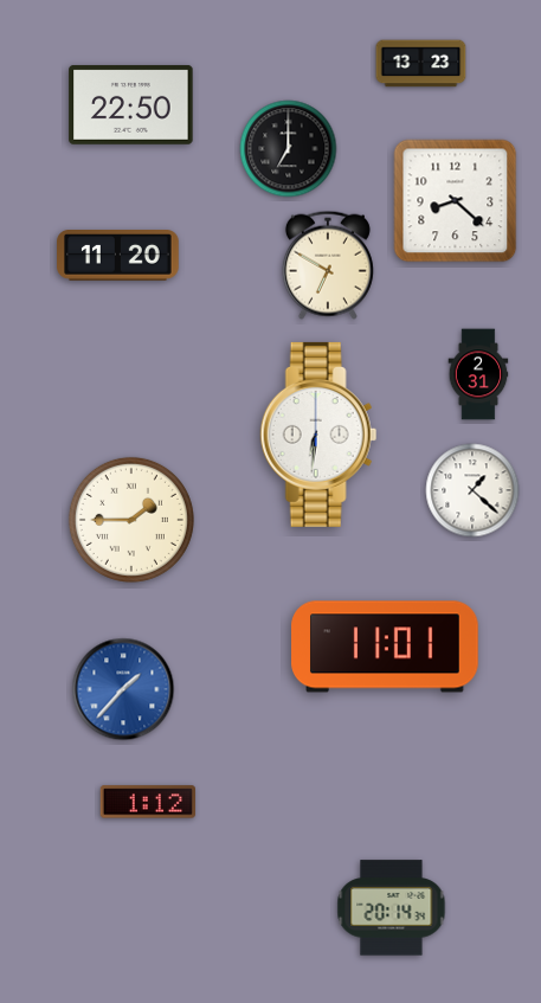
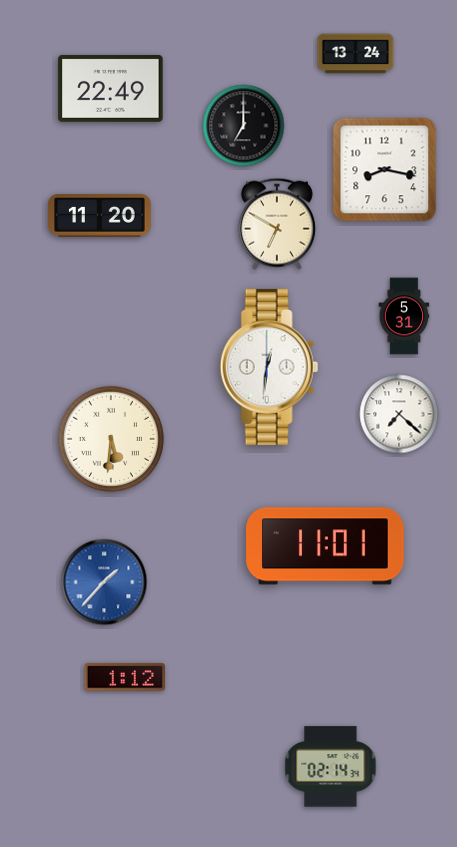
clock at (421, 64): 13:23 -> 13:24
clock at (131, 104): 22:50 -> 22:49
clock at (456, 201): 8:22 -> 8:17
clock at (478, 374): 2:31 -> 5:31
clock at (318, 435): 6:31 -> 12:31
clock at (472, 490): 1:22 -> 7:22
clock at (131, 520): 1:45 -> 5:31
clock at (392, 908): 20:14 -> 02:14
